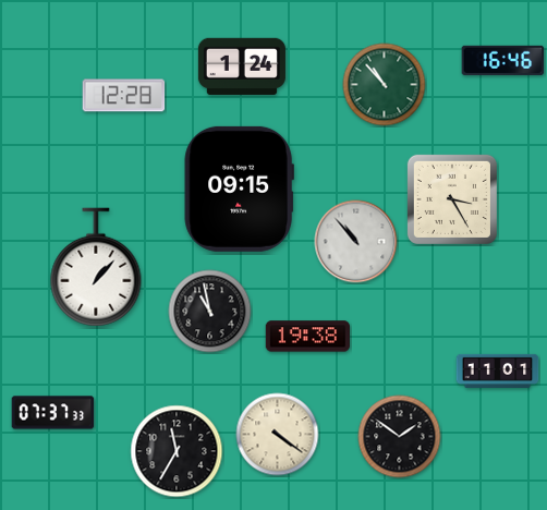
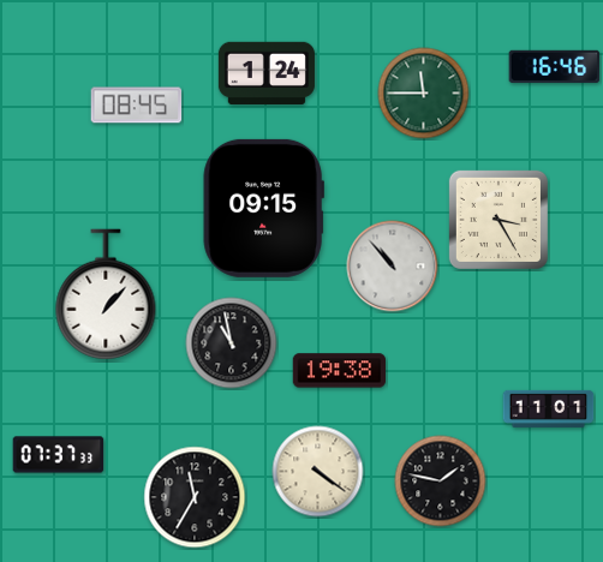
clock at (385, 85): 10:53 -> 11:45
clock at (124, 96): 12:28 -> 08:45
clock at (278, 435) position: (278, 435) -> (318, 472)
clock at (400, 437): 1:51 -> 1:47
